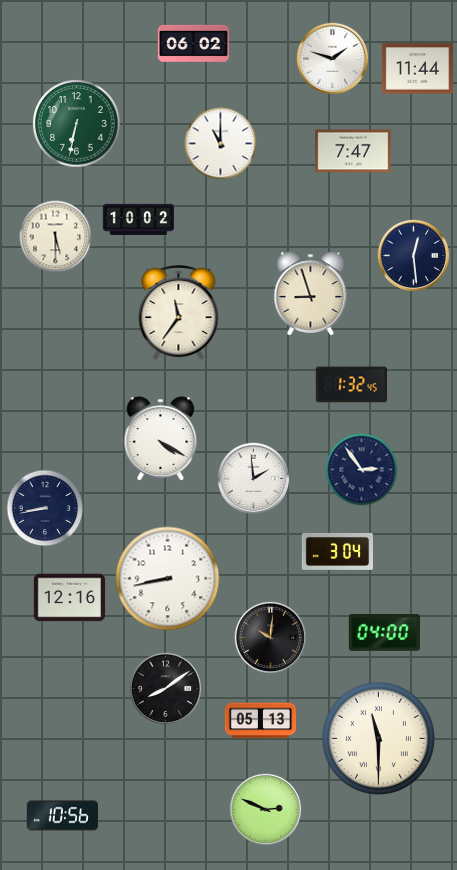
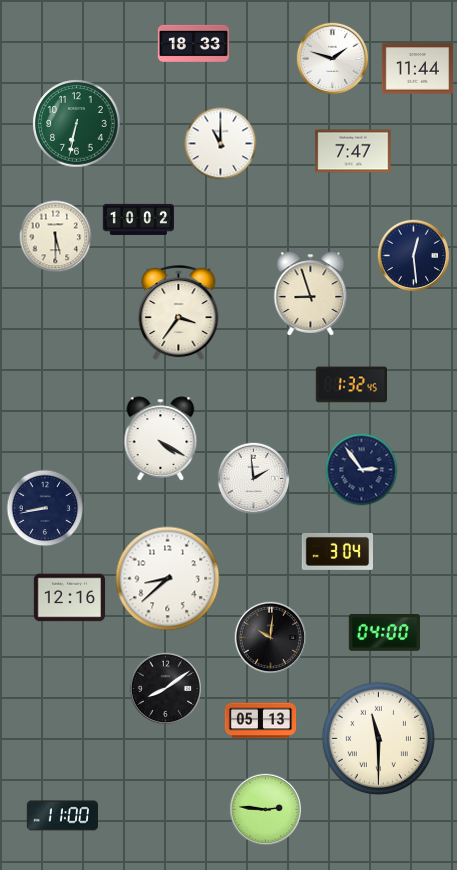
clock at (194, 43): 06:02 -> 18:33
clock at (179, 314): 11:36 -> 3:36
clock at (168, 579): 8:43 -> 8:38
clock at (266, 810): 2:49 -> 2:46
clock at (62, 816): 10:56 -> 11:00
